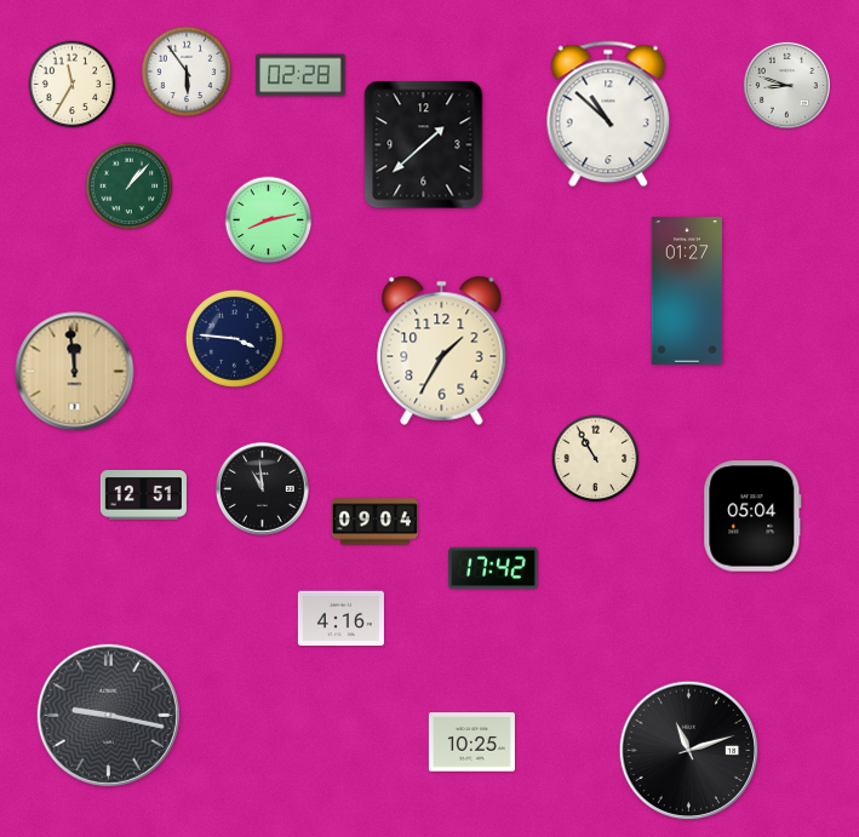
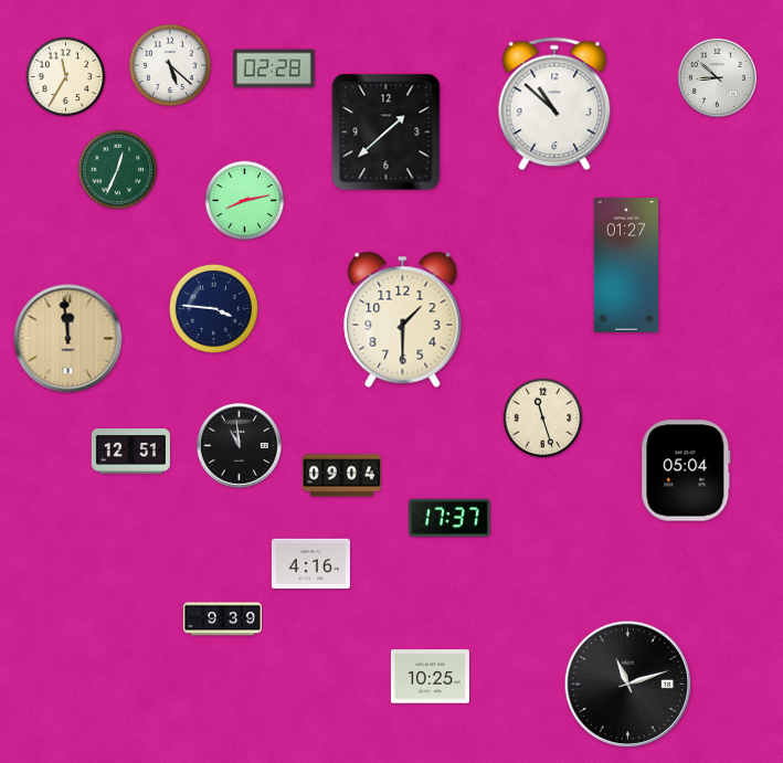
clock at (187, 71): 5:54 -> 5:22
clock at (786, 85): 8:48 -> 8:52
clock at (130, 187): 1:07 -> 12:34
clock at (442, 350): 1:35 -> 1:30
clock at (596, 459): 10:55 -> 11:27
clock at (493, 568): 17:42 -> 17:37
clock at (222, 619): none -> 9:39
clock at (108, 715): 9:17 -> none
